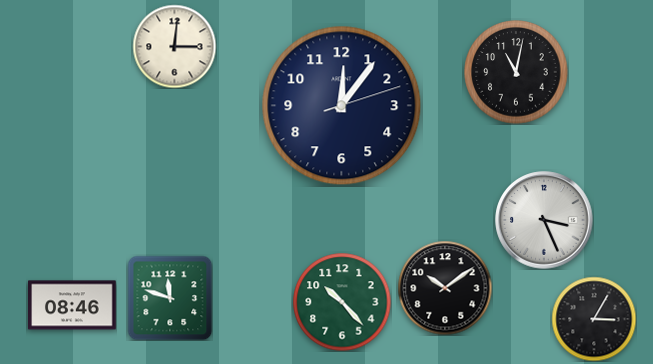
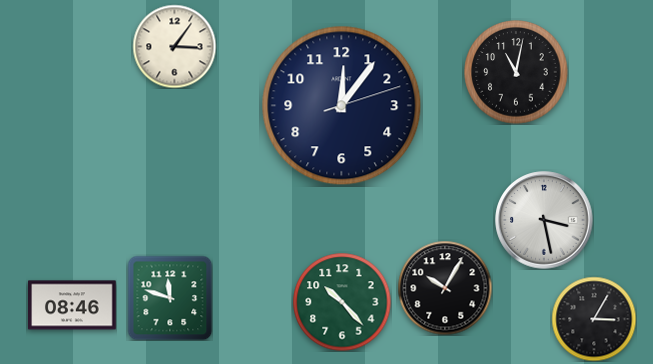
clock at (174, 46): 3:01 -> 3:06
clock at (544, 220): 3:26 -> 3:28
clock at (445, 288): 10:09 -> 10:05
